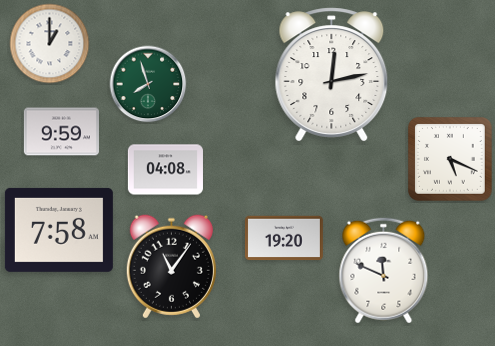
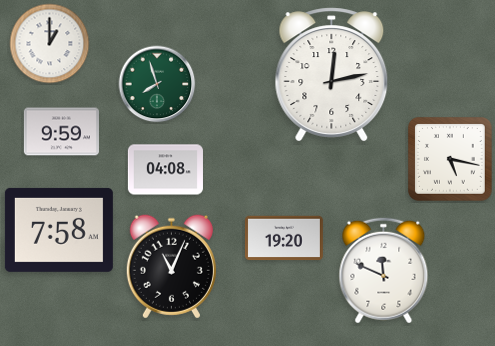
clock at (148, 84) position: (148, 84) -> (157, 84)
clock at (450, 159): 5:19 -> 5:17
clock at (171, 267): 11:06 -> 11:04
